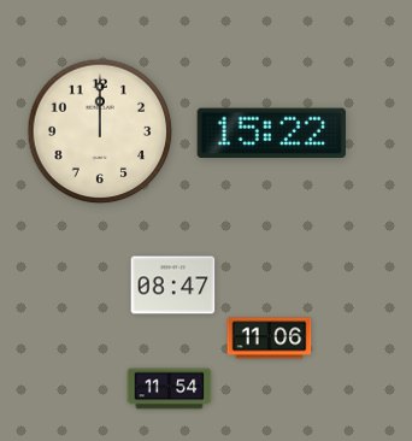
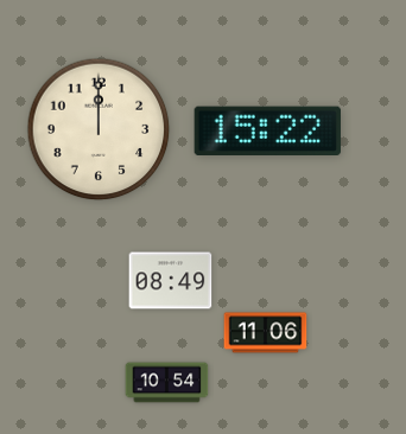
clock at (173, 286): 08:47 -> 08:49
clock at (170, 389): 11:54 -> 10:54
